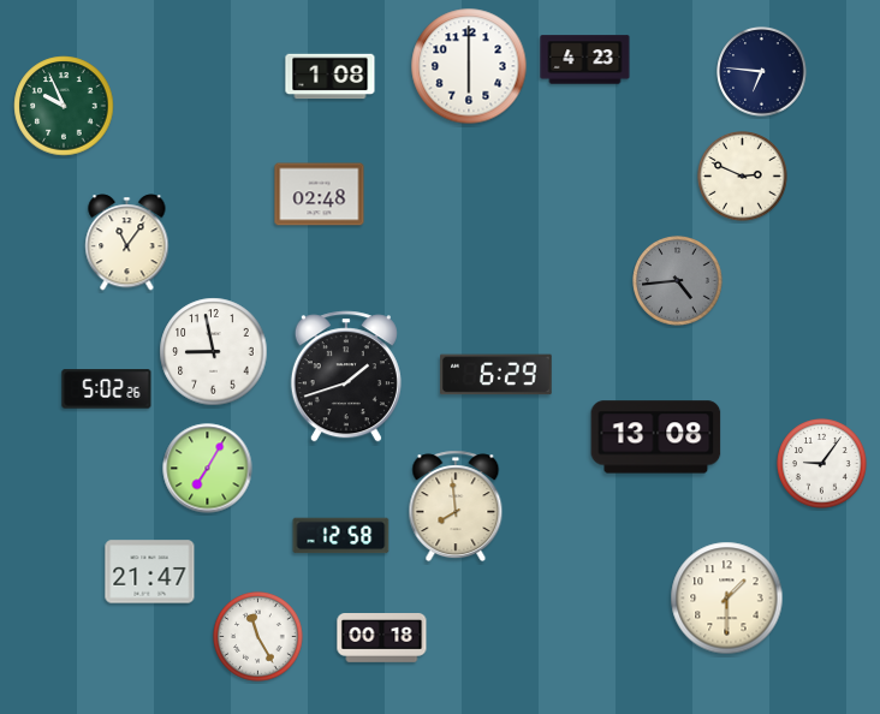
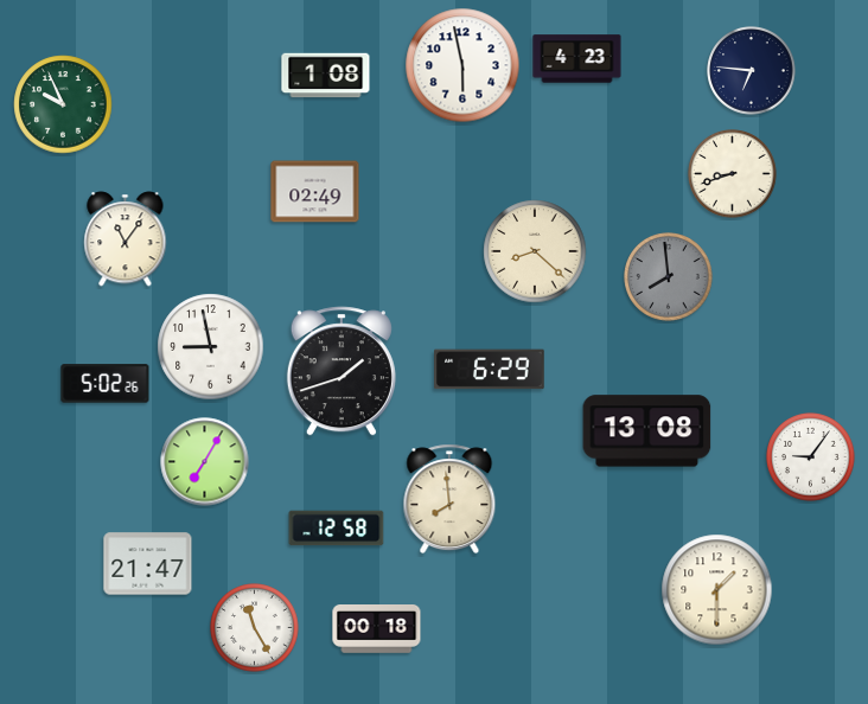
clock at (469, 66): 6:00 -> 5:58
clock at (743, 177): 2:49 -> 8:42
clock at (320, 195): 02:48 -> 02:49
clock at (535, 251): none -> 8:22
clock at (678, 281): 4:44 -> 7:59
